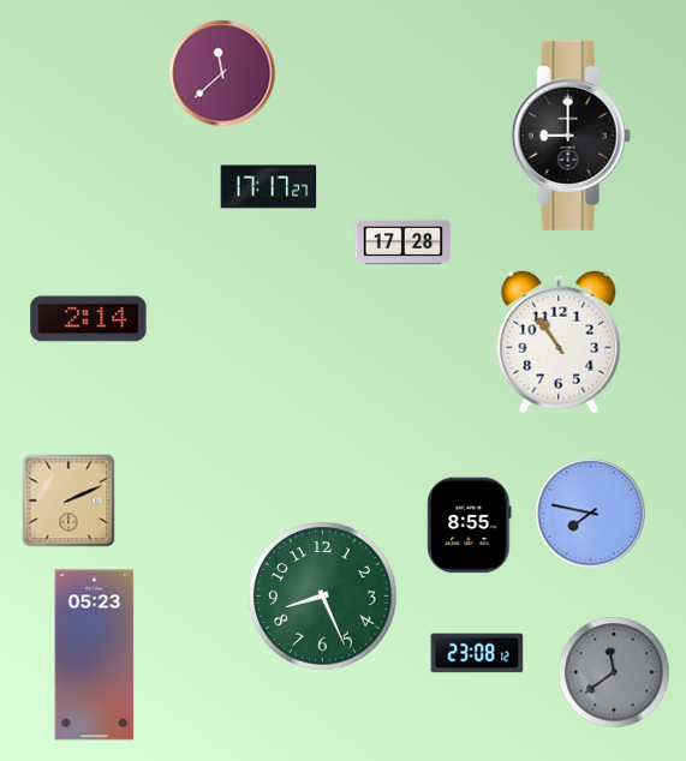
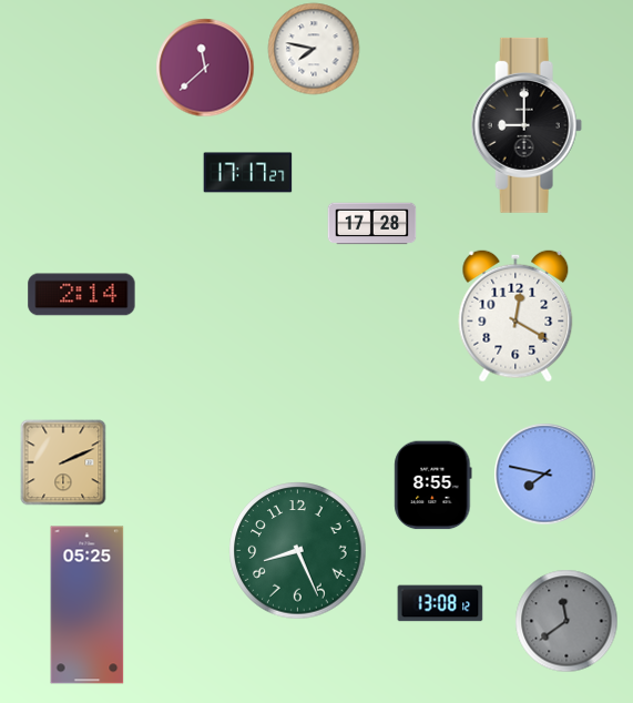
clock at (314, 49): none -> 7:47
clock at (559, 342): 10:54 -> 12:20
clock at (477, 653): 23:08 -> 13:08
clock at (95, 655): 05:23 -> 05:25
